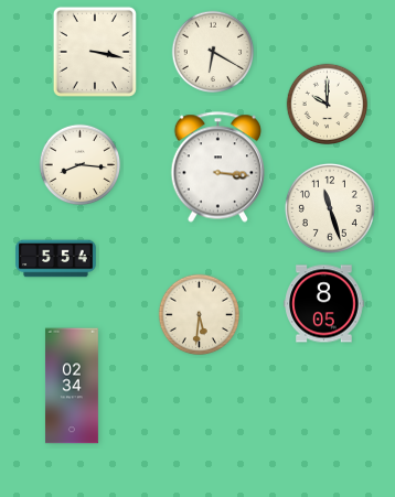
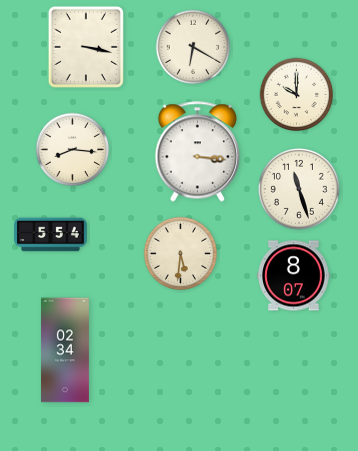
clock at (324, 304): 8:05 -> 8:07
clock at (200, 315) position: (200, 315) -> (181, 254)
